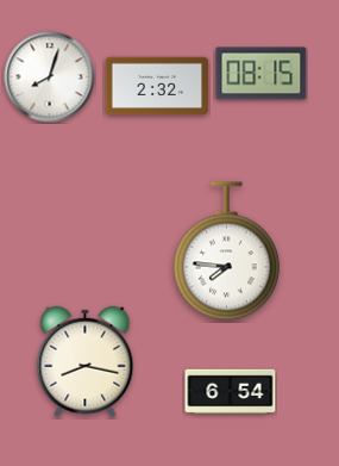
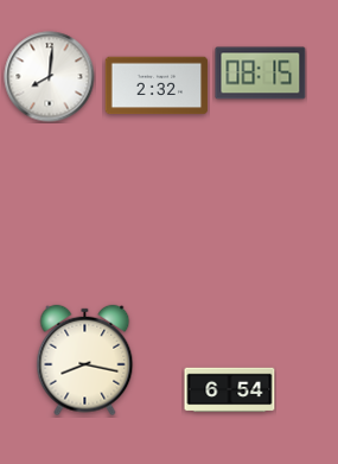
clock at (50, 77): 8:03 -> 8:01
clock at (226, 251): 7:46 -> none
